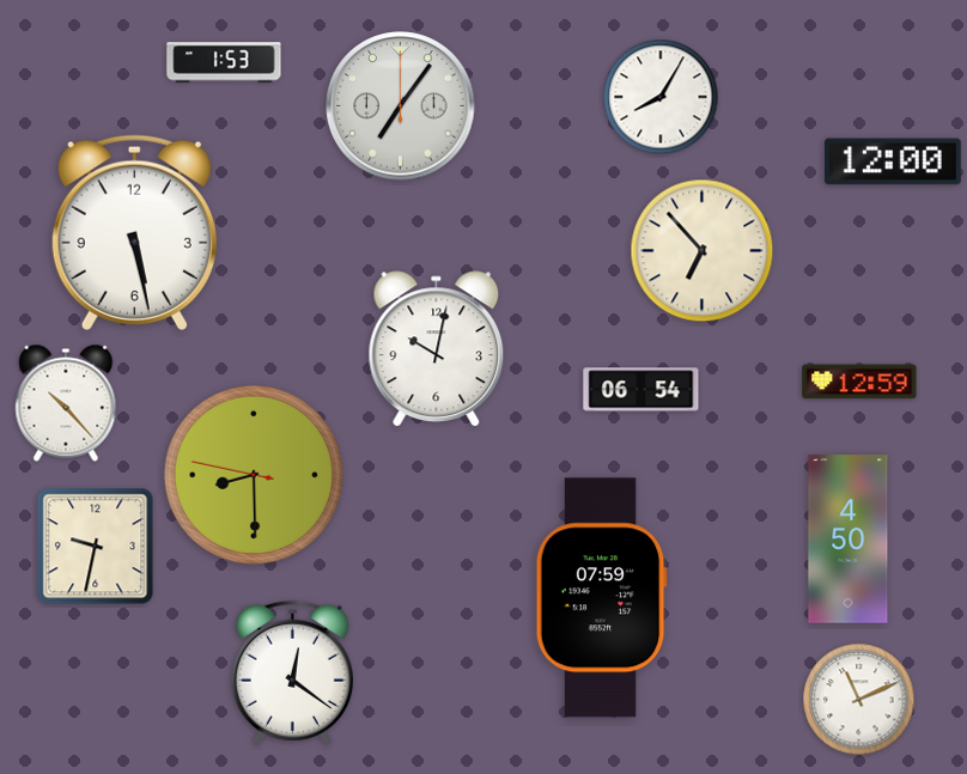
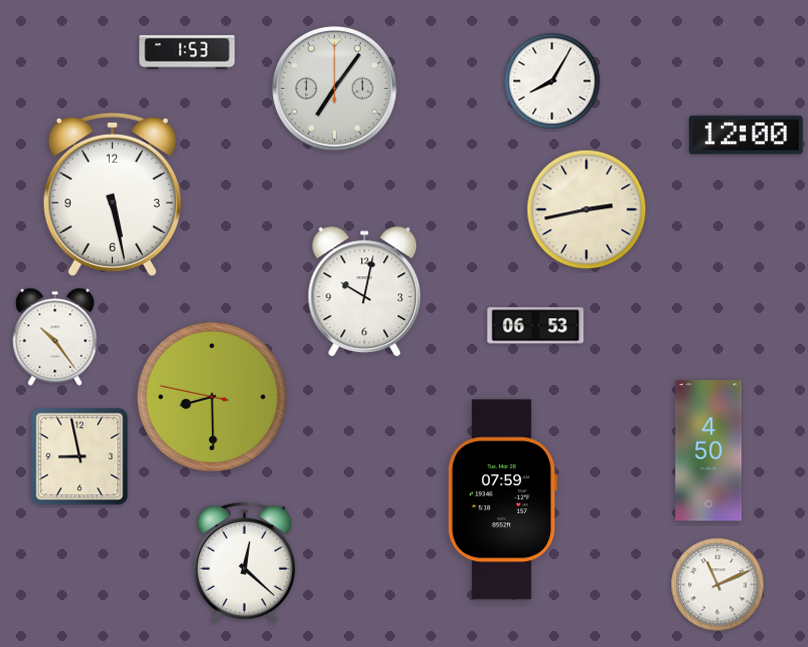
clock at (703, 251): 6:53 -> 2:43
clock at (859, 382): 12:59 -> none
clock at (641, 390): 06:54 -> 06:53
clock at (66, 403): 10:23 -> 10:24
clock at (96, 547): 9:32 -> 8:58
clock at (292, 672): 12:21 -> 12:22
